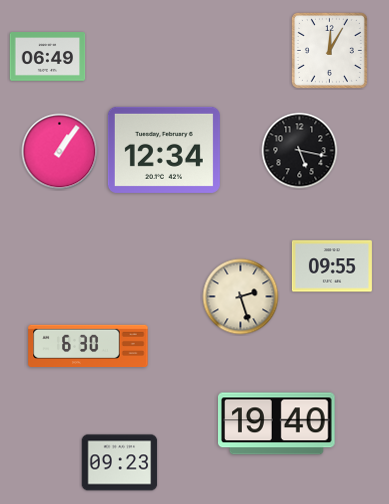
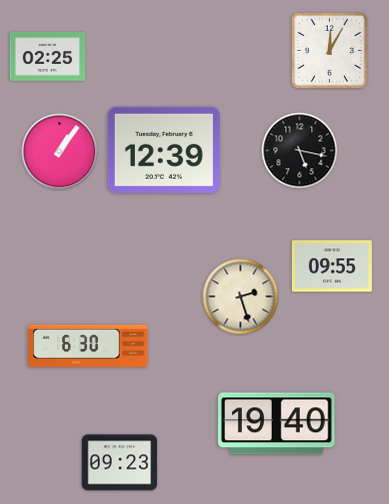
clock at (48, 57): 06:49 -> 02:25
clock at (164, 150): 12:34 -> 12:39
